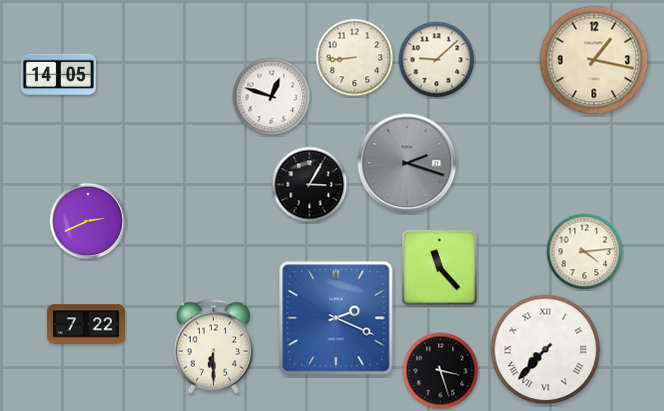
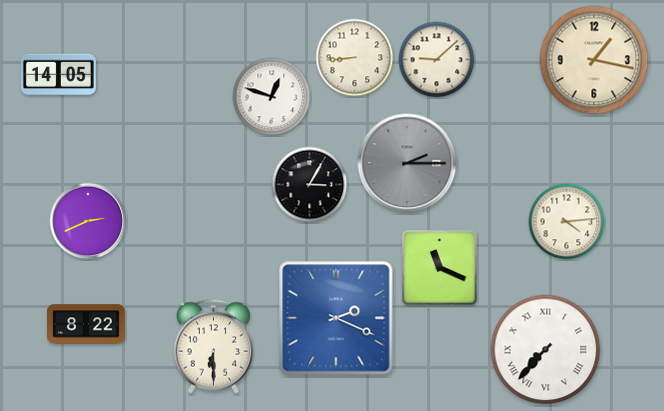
clock at (407, 163): 2:18 -> 2:15
clock at (585, 252) position: (585, 252) -> (567, 222)
clock at (440, 268): 11:23 -> 11:19
clock at (87, 324): 7:22 -> 8:22
clock at (441, 371): 3:27 -> none
